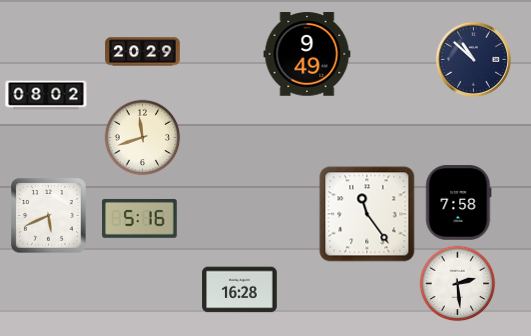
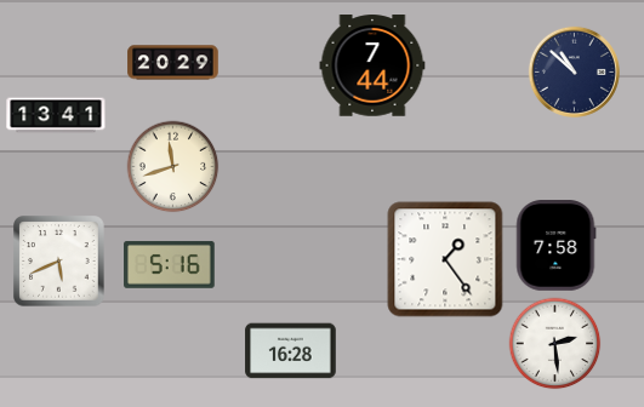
clock at (307, 54): 9:49 -> 7:44
clock at (46, 95): 08:02 -> 13:41
clock at (367, 214): 11:24 -> 1:24
